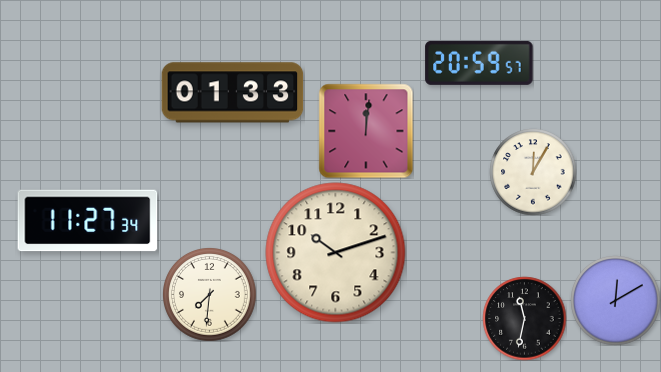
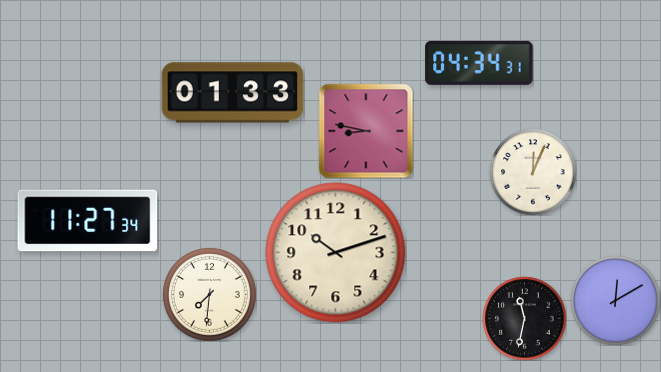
clock at (479, 63): 20:59 -> 04:34
clock at (366, 131): 12:01 -> 8:47
clock at (533, 172): 12:05 -> 12:04
